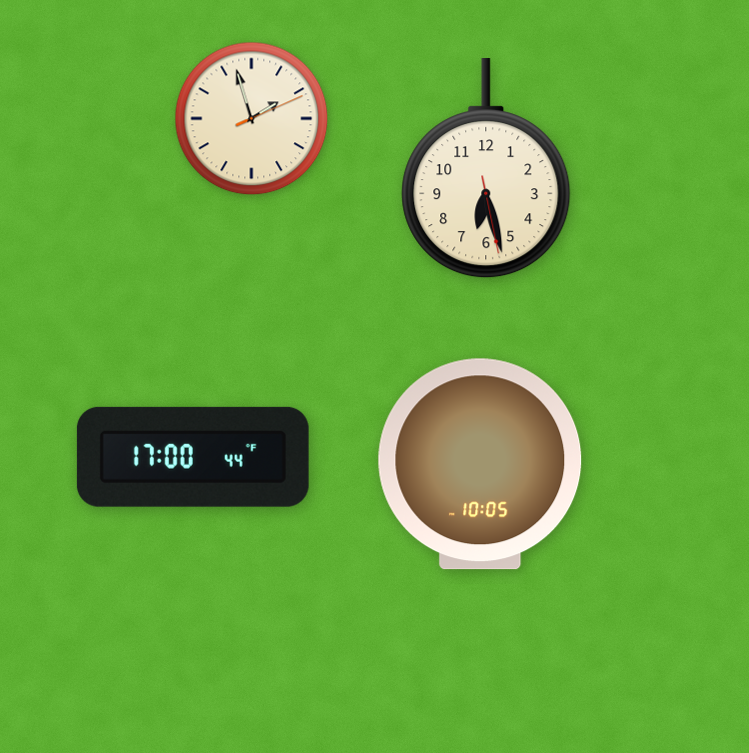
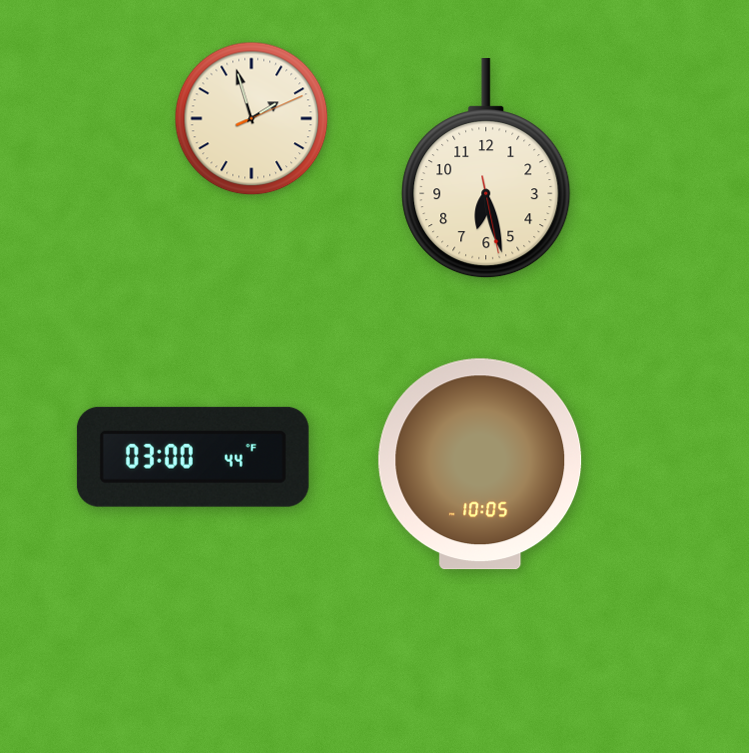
clock at (193, 457): 17:00 -> 03:00
